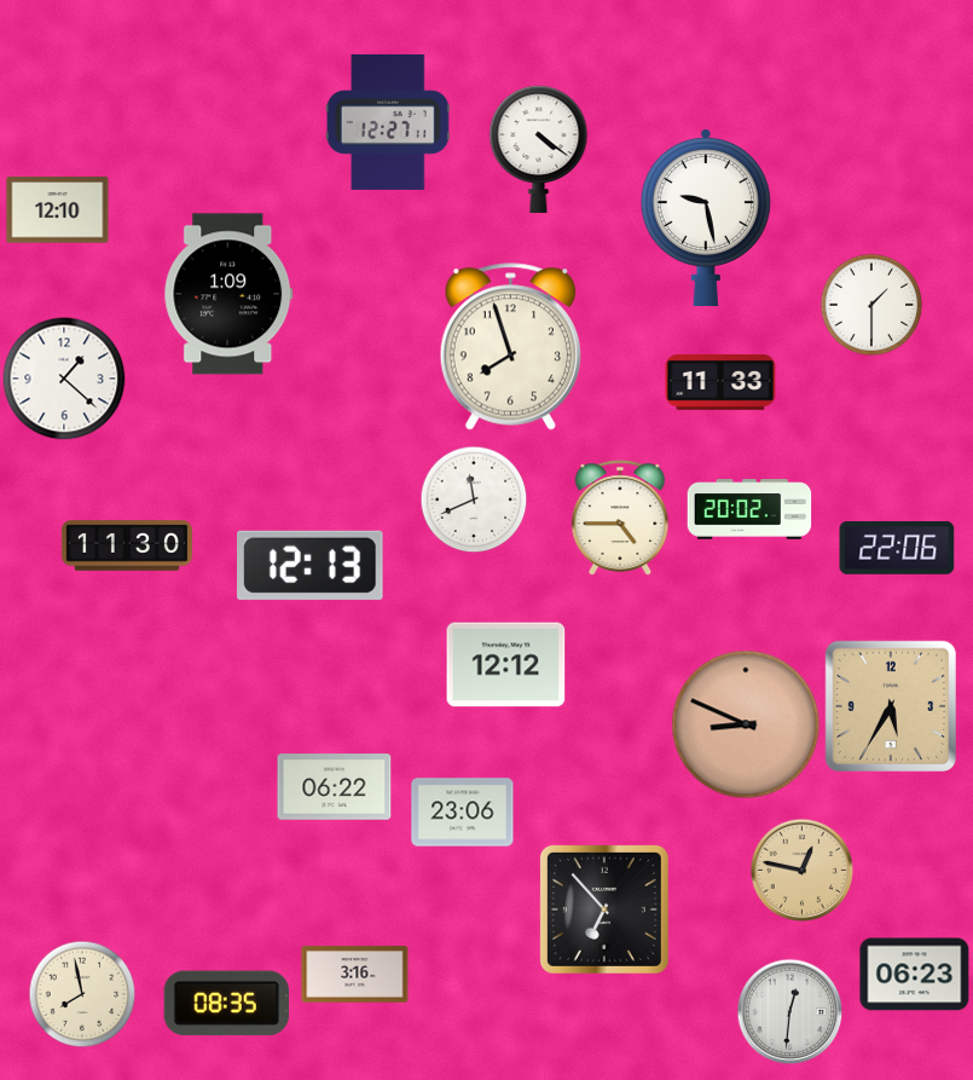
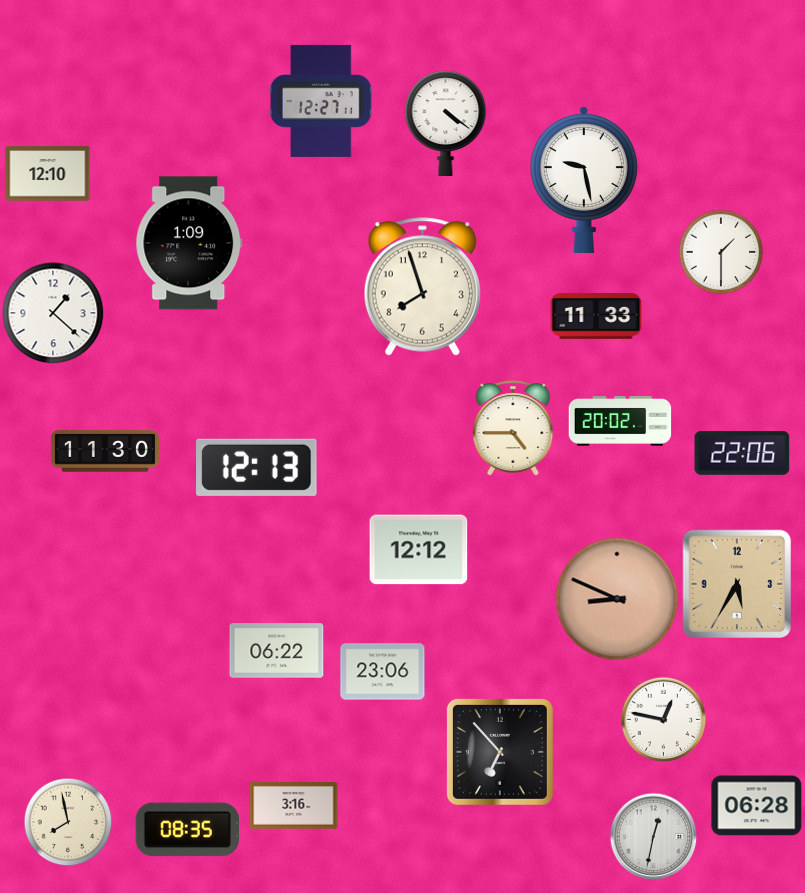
clock at (474, 499): 11:41 -> none
clock at (801, 870) dial: champagne -> white
clock at (915, 975): 06:23 -> 06:28
clock at (789, 1011): 12:31 -> 12:32
